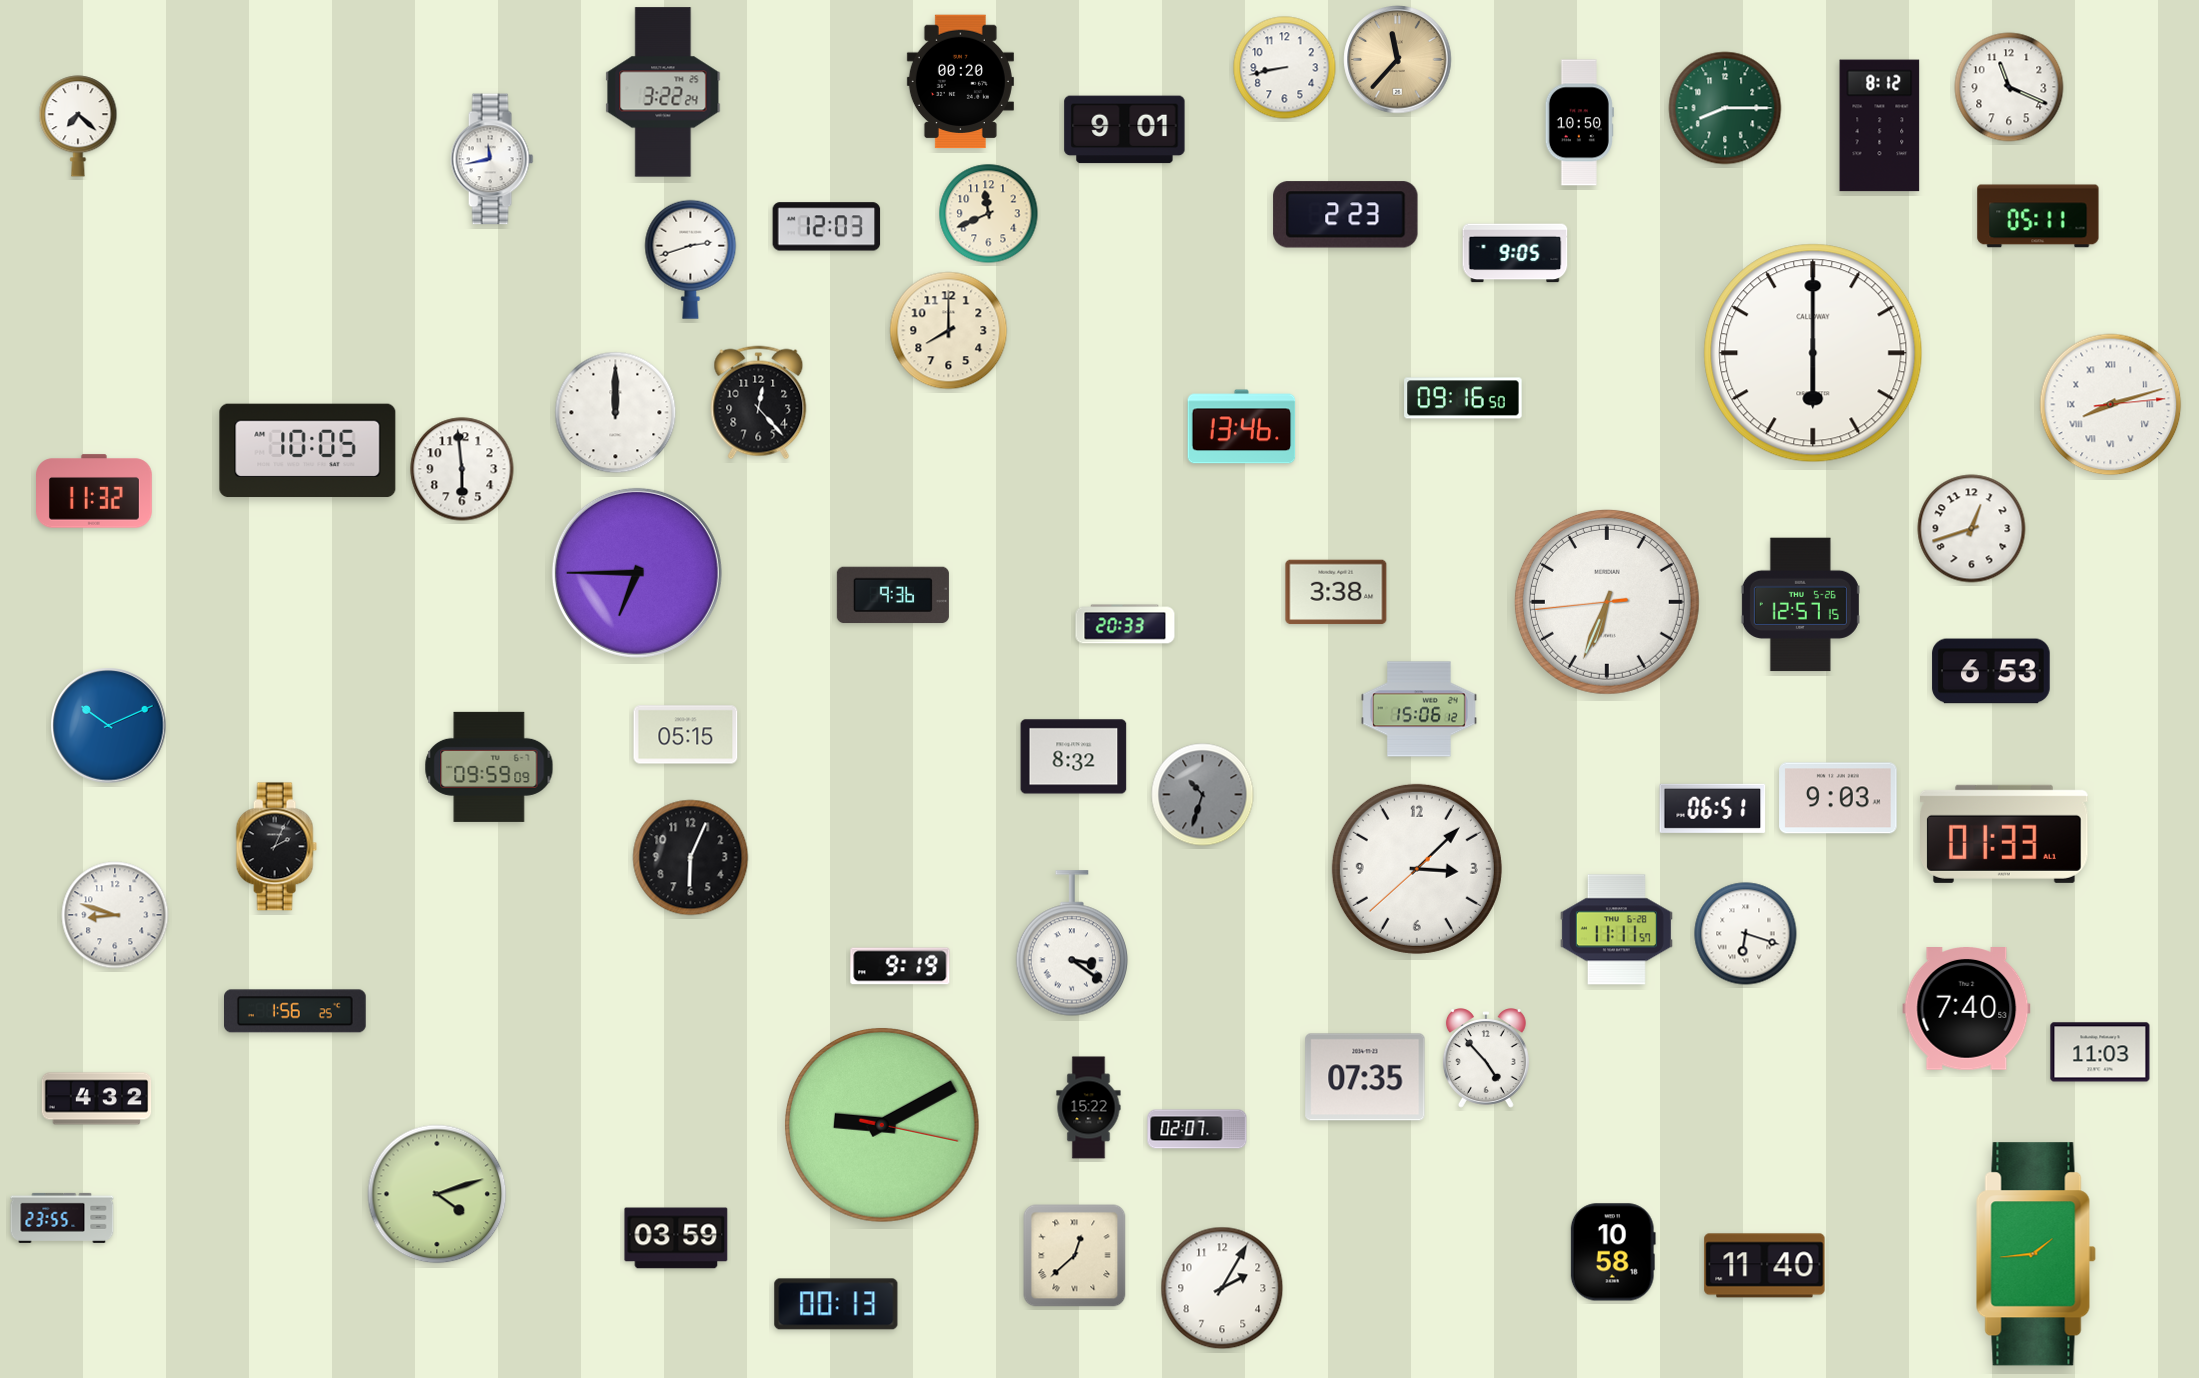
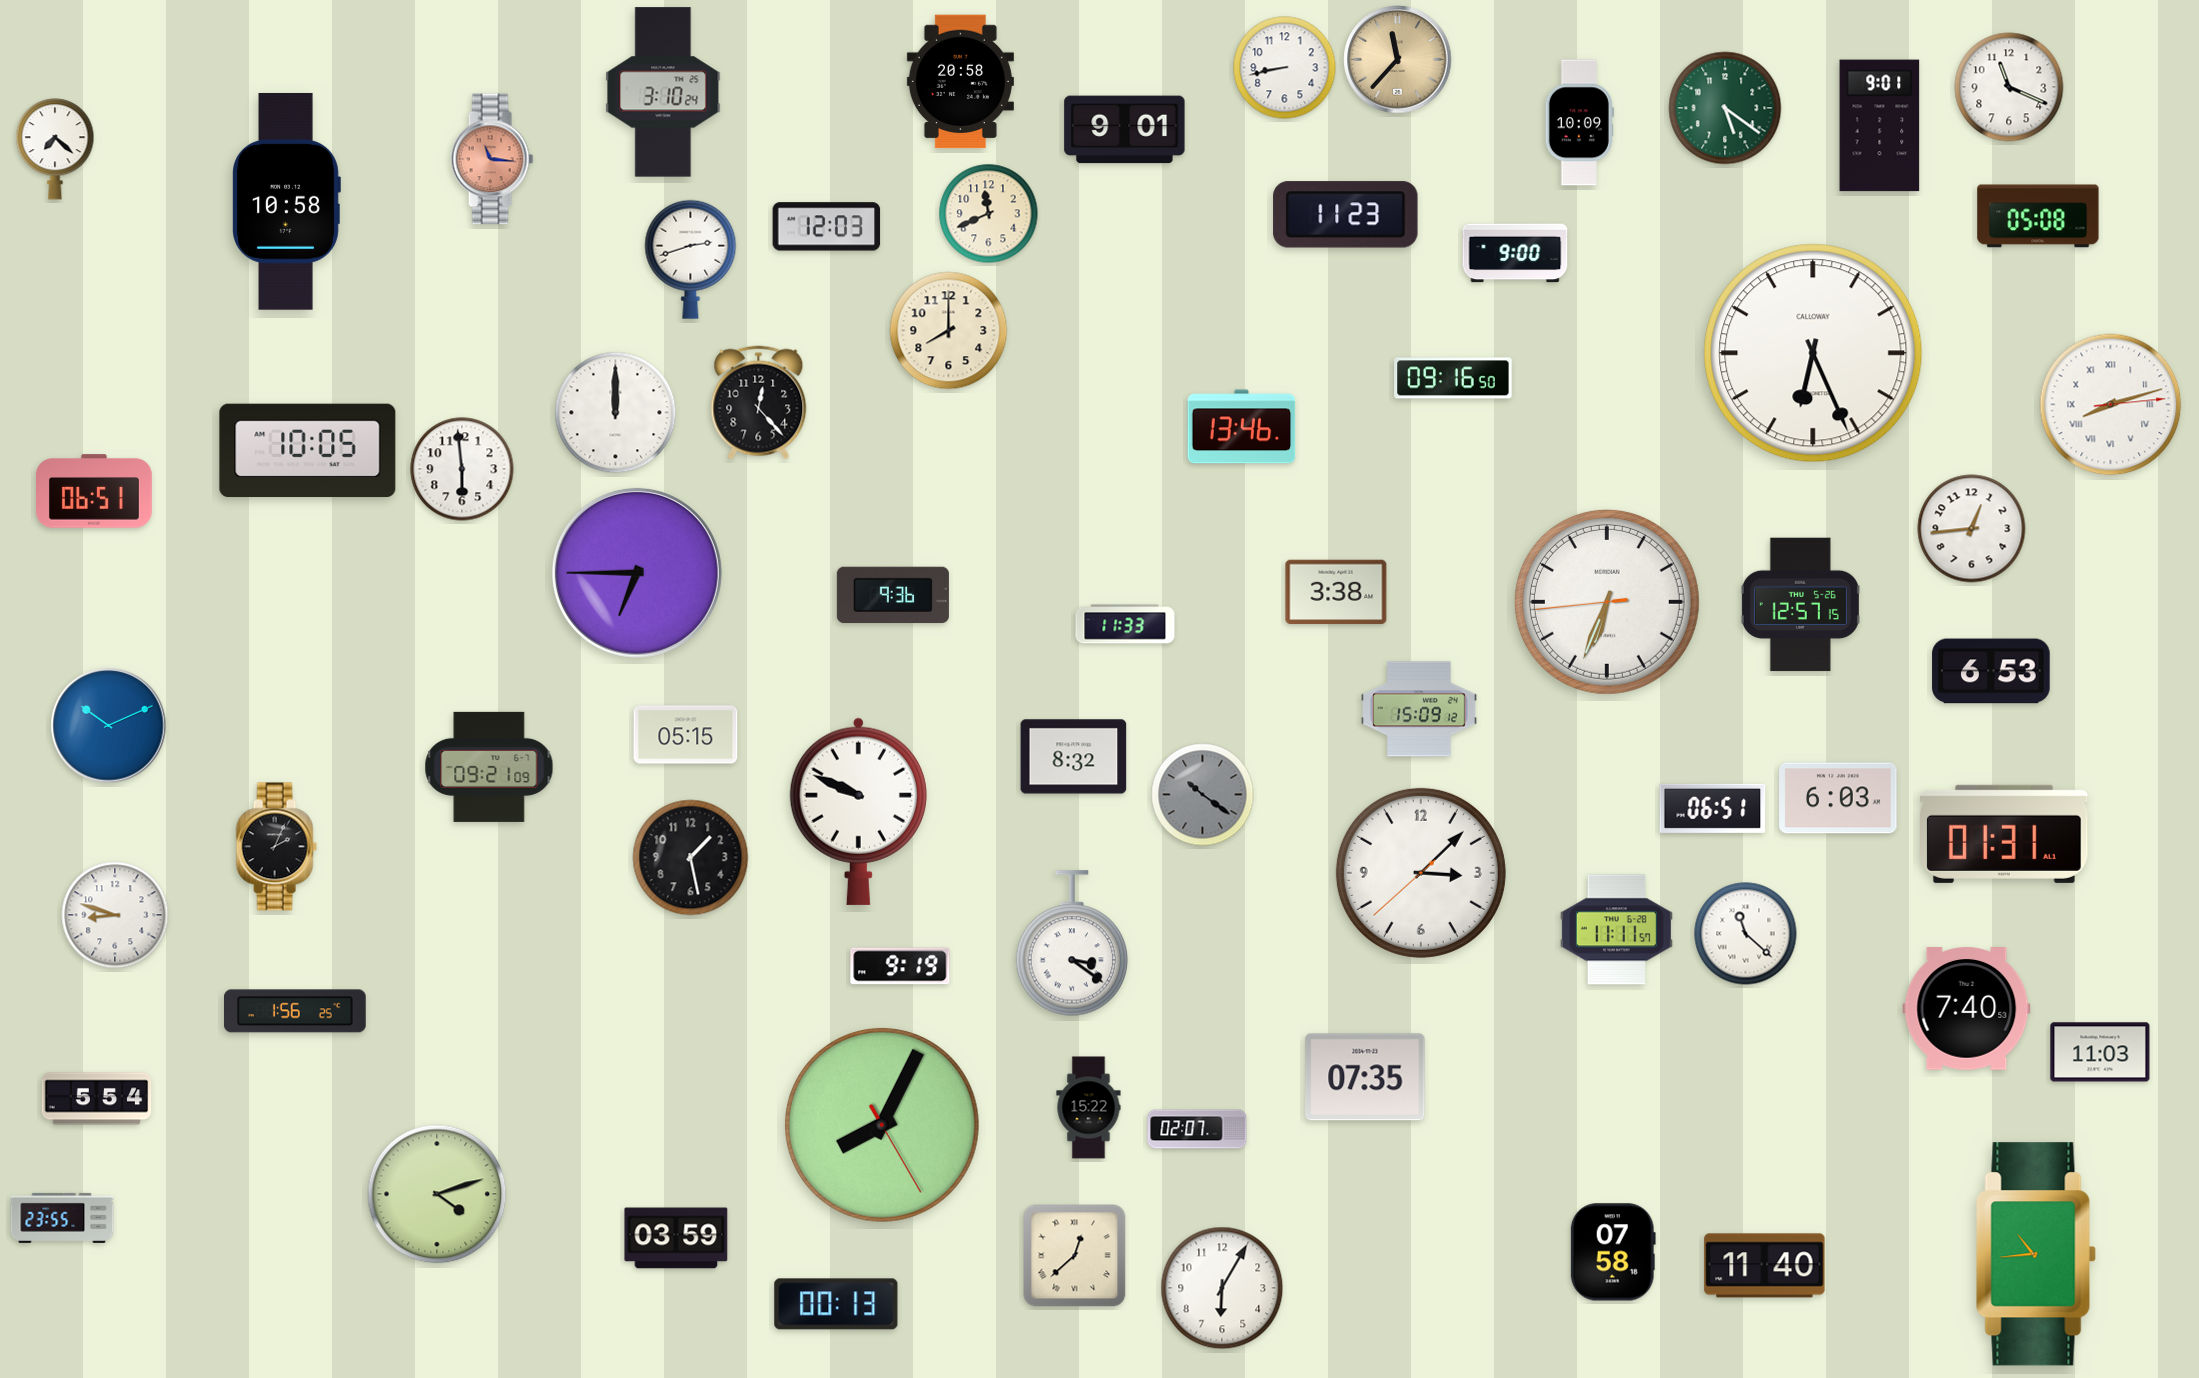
clock at (960, 82): 00:20 -> 20:58
clock at (663, 92): 3:22 -> 3:10
clock at (1725, 108): 8:15 -> 5:21
clock at (1579, 123): 10:50 -> 10:09
clock at (78, 126) position: (78, 126) -> (55, 149)
clock at (1880, 126): 8:12 -> 9:01
clock at (492, 159): 11:43 -> 11:16
clock at (492, 159) dial: white -> salmon
clock at (286, 201): none -> 10:58
clock at (1346, 215): 2:23 -> 11:23
clock at (2038, 216): 05:11 -> 05:08
clock at (1515, 253): 9:05 -> 9:00
clock at (1813, 353): 6:00 -> 6:26
clock at (1463, 398) position: (1463, 398) -> (1453, 378)
clock at (95, 491): 11:32 -> 06:51
clock at (1972, 529): 12:42 -> 12:44
clock at (1125, 624): 20:33 -> 11:33
clock at (1420, 709): 15:06 -> 15:09
clock at (489, 767): 09:59 -> 09:21
clock at (1203, 795): 10:33 -> 10:21
clock at (1838, 798): 9:03 -> 6:03
clock at (858, 811): none -> 9:49
clock at (2005, 834): 01:33 -> 01:31
clock at (691, 858): 6:04 -> 1:28
clock at (1417, 869) position: (1417, 869) -> (1421, 873)
clock at (1746, 934): 6:18 -> 11:22
clock at (1486, 1058): 4:53 -> none
clock at (97, 1099): 4:32 -> 5:54
clock at (882, 1125): 9:10 -> 8:04
clock at (1613, 1252): 10:58 -> 07:58
clock at (2036, 1254): 1:44 -> 10:44
clock at (1222, 1288): 2:05 -> 6:05
